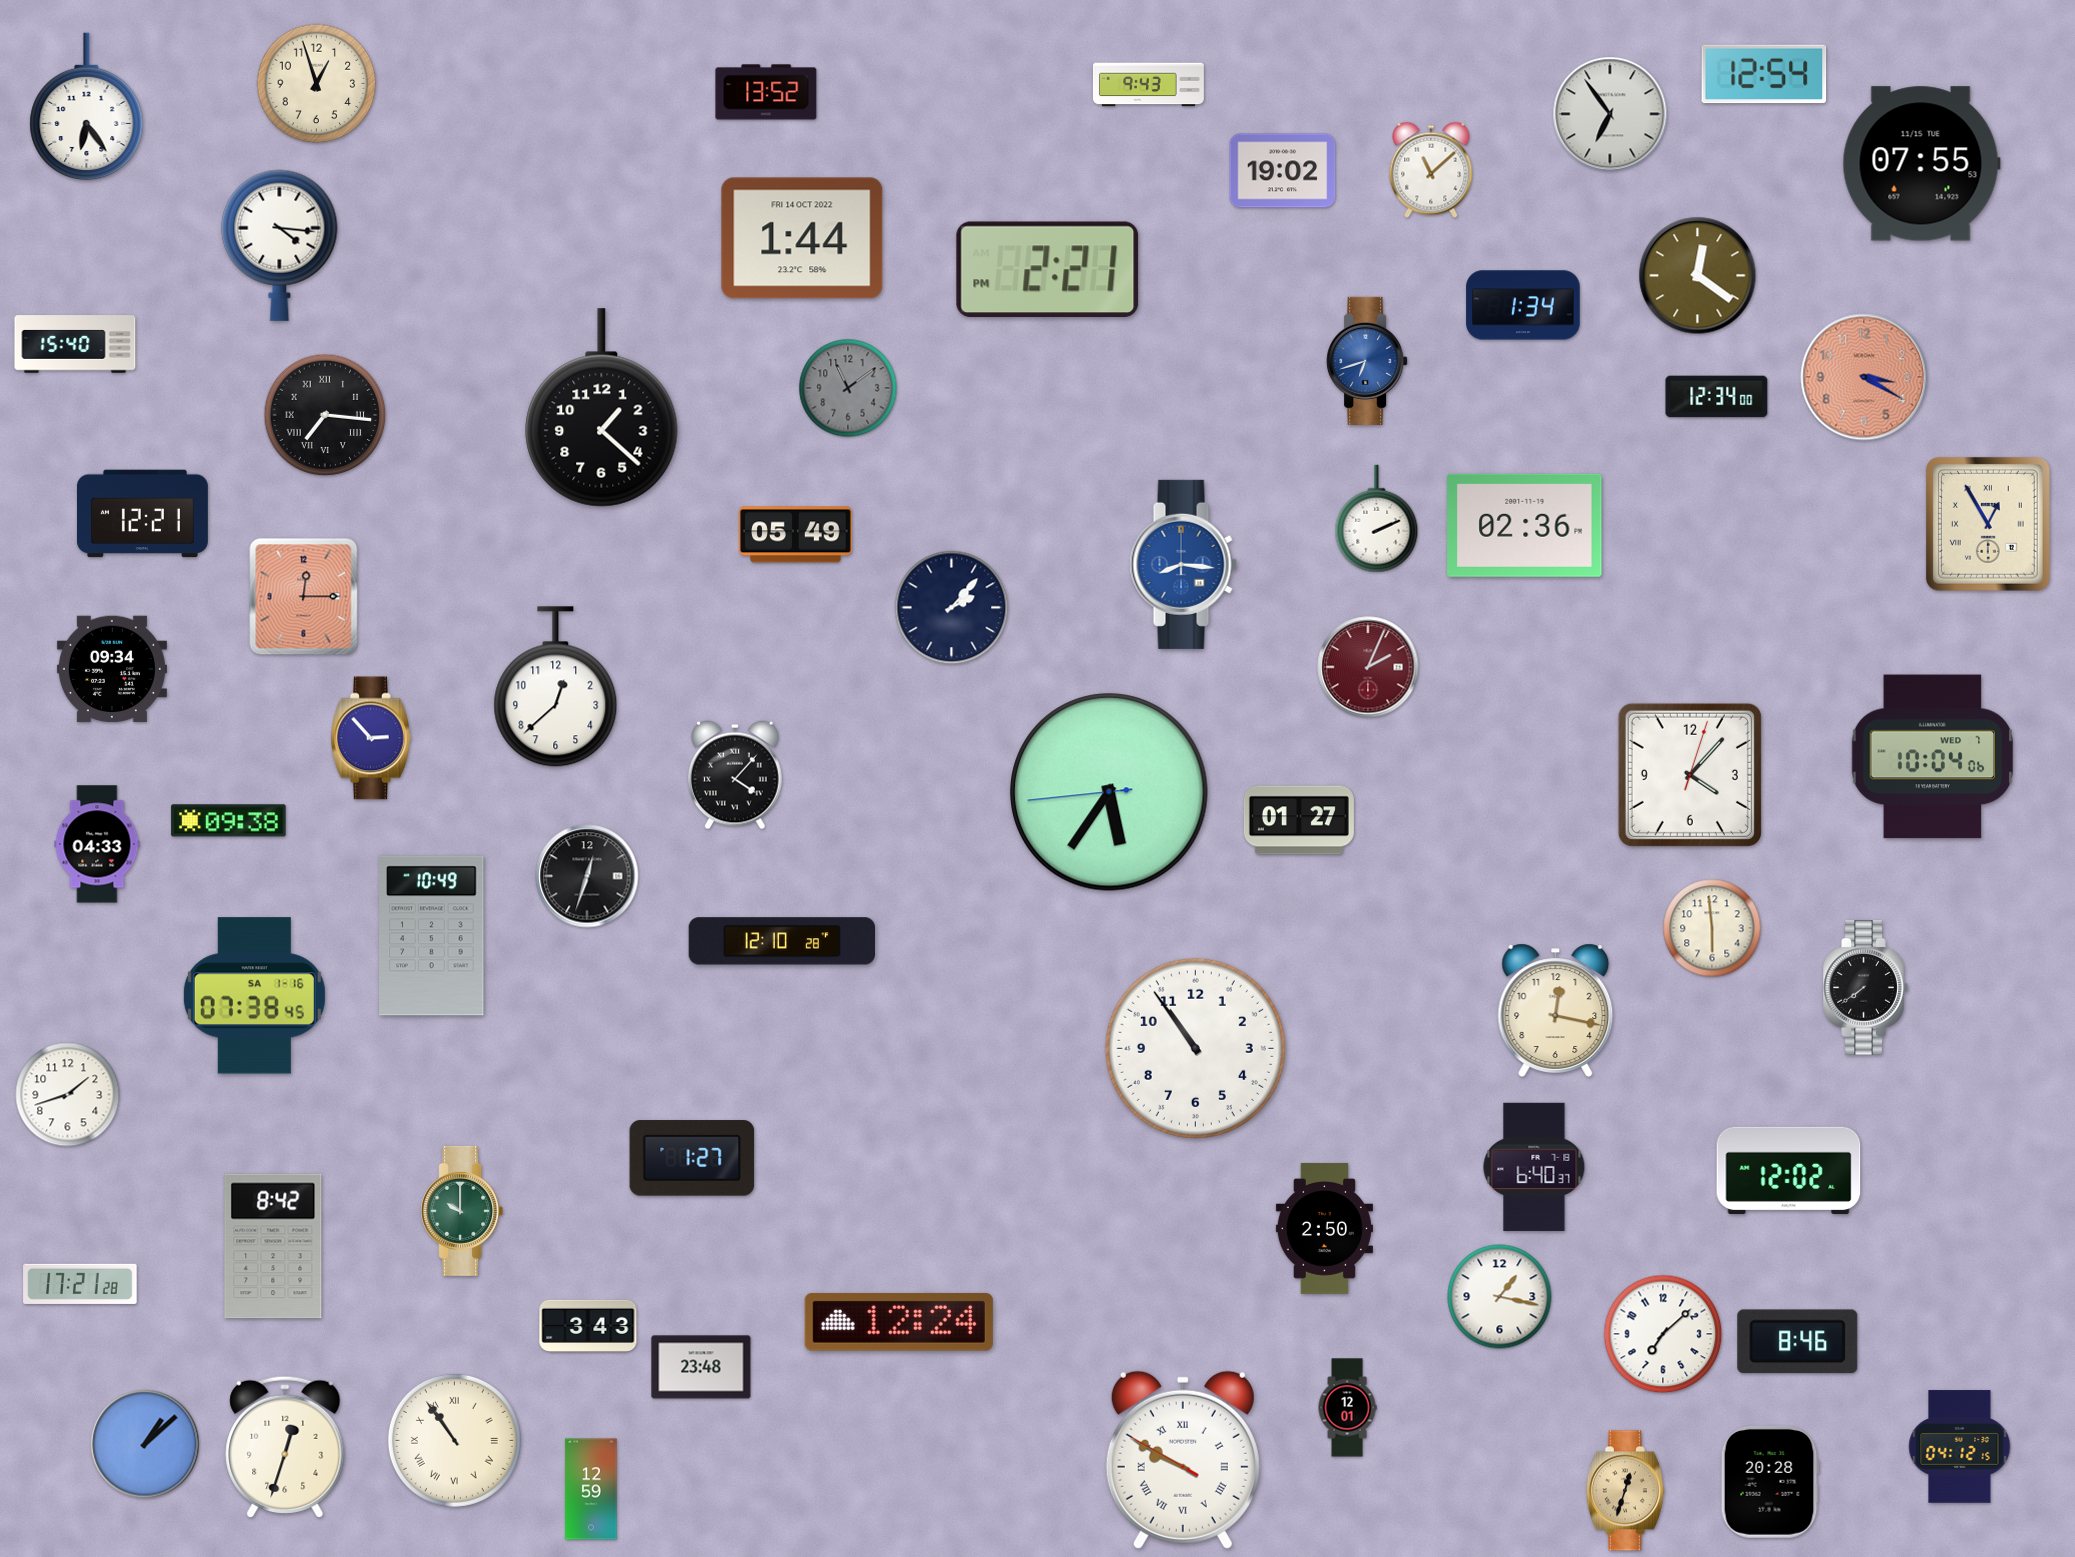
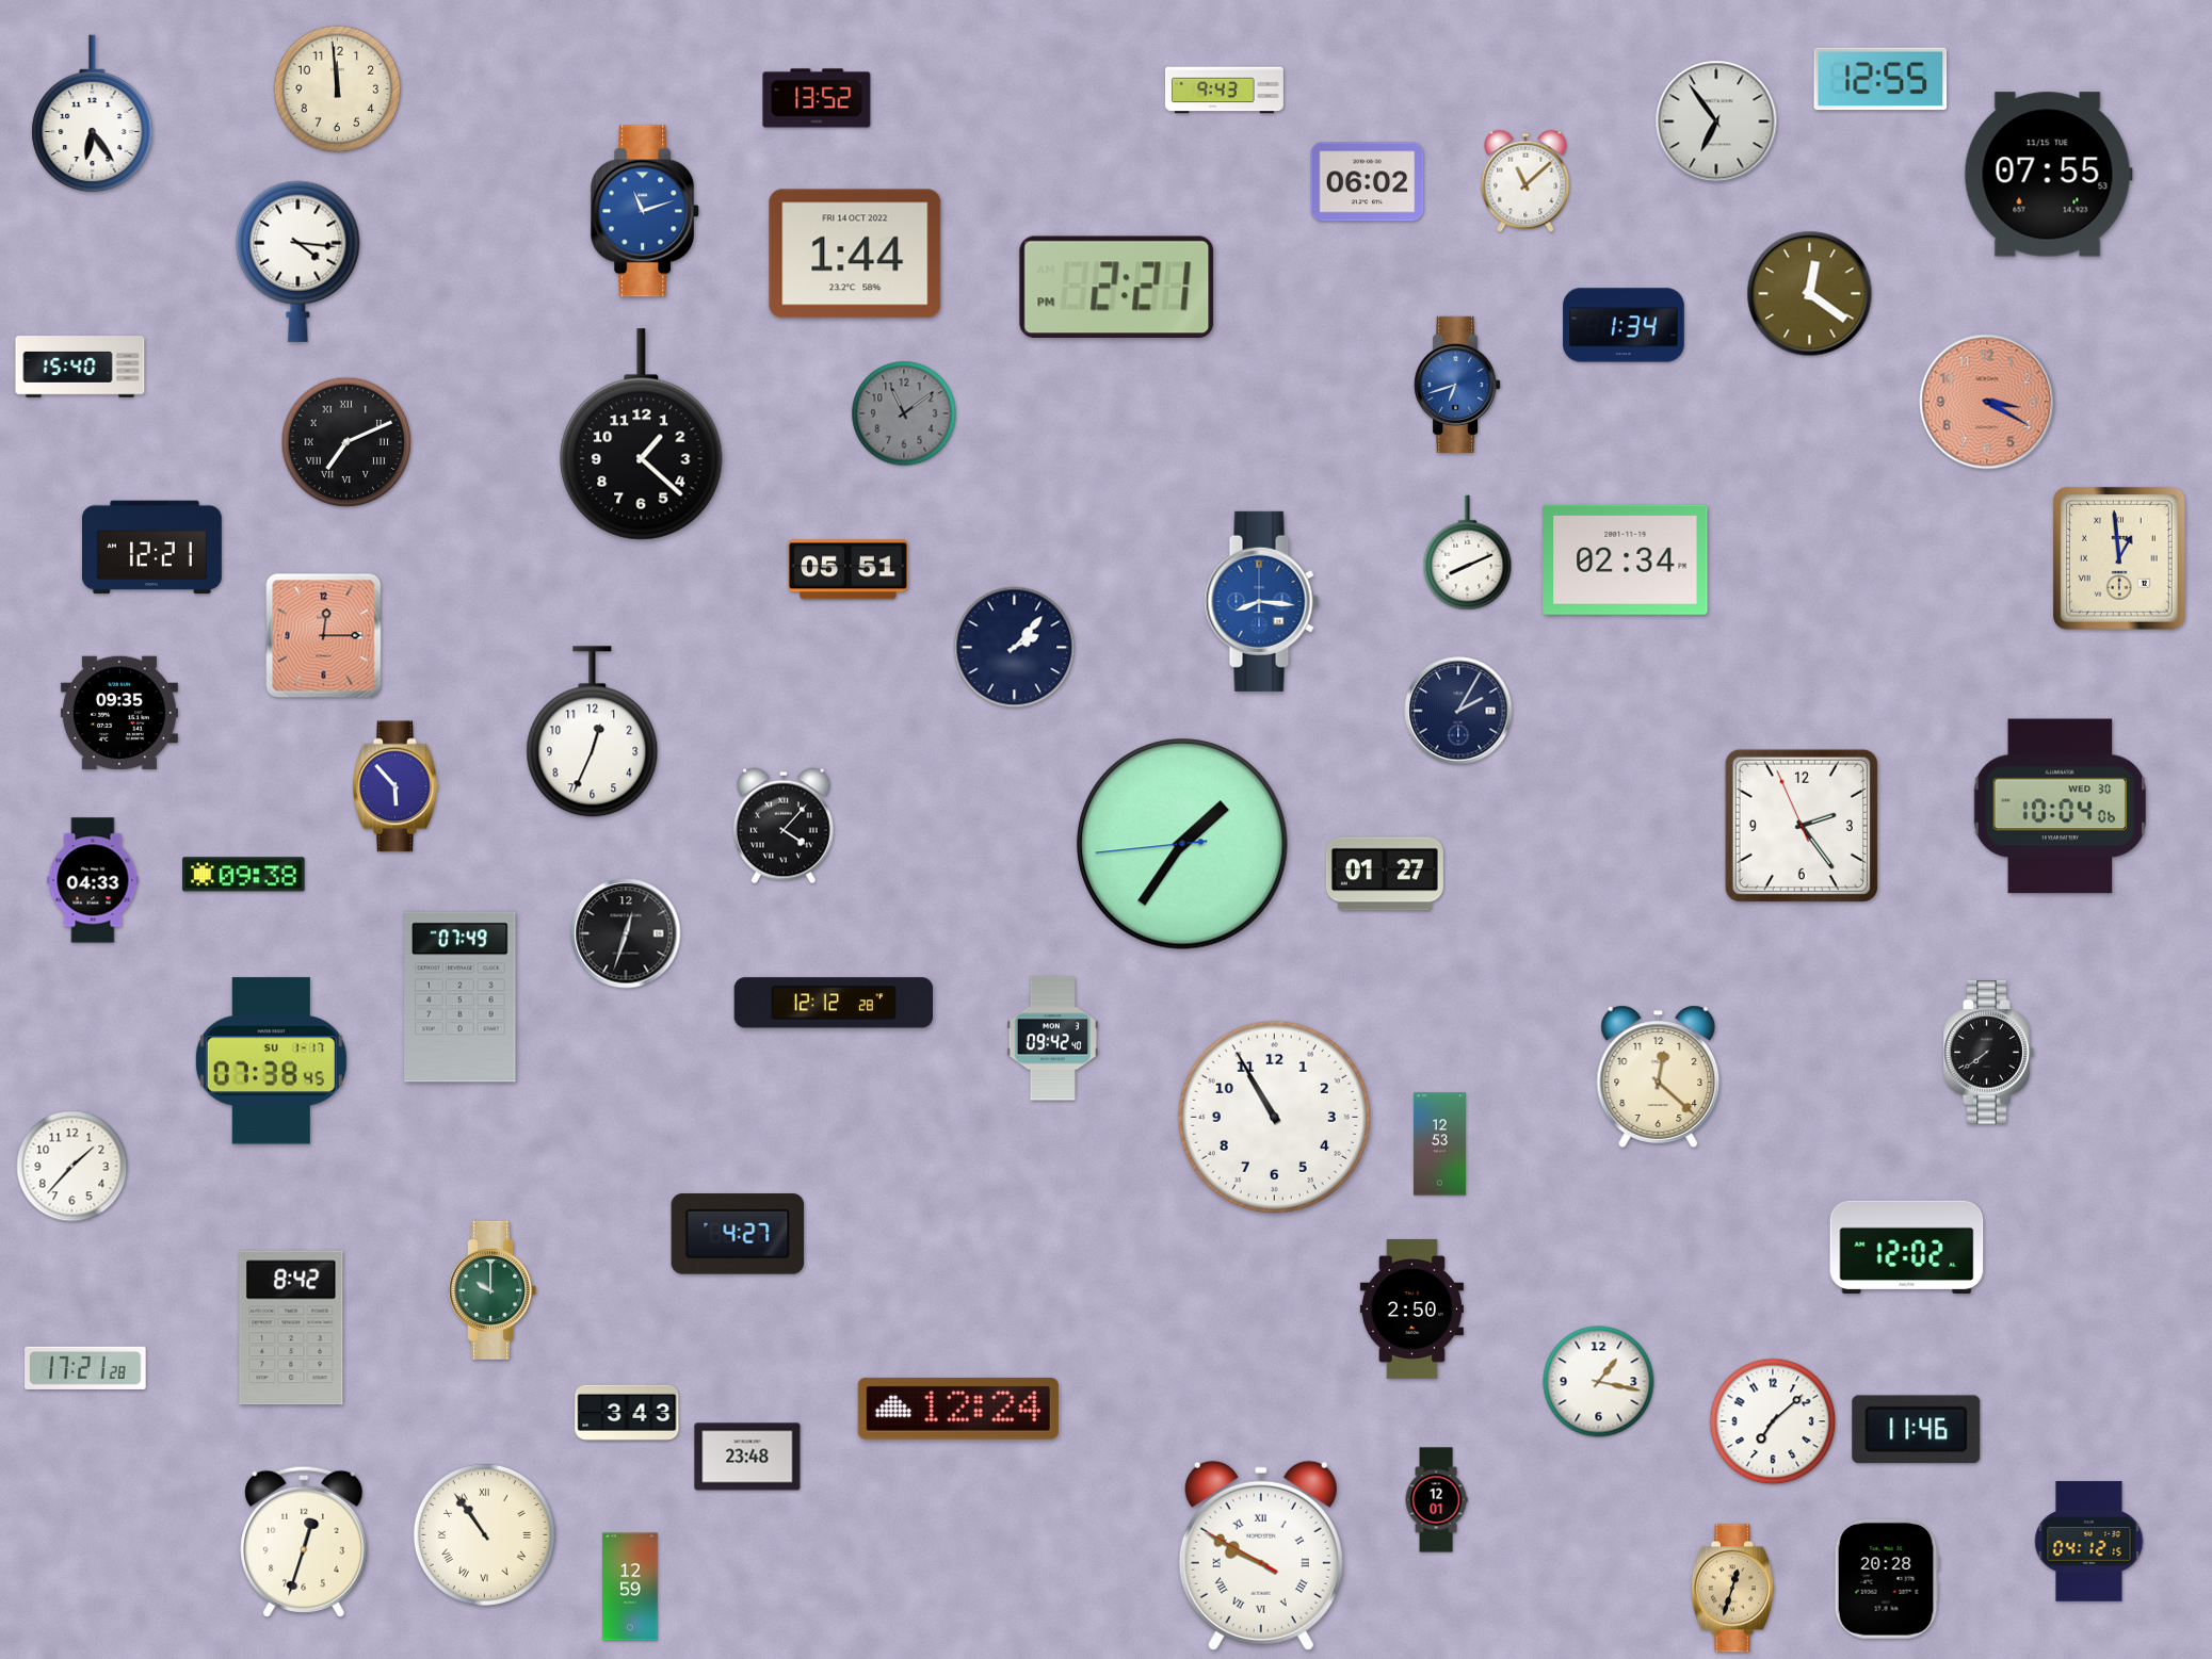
clock at (1764, 74): 12:54 -> 12:55
clock at (317, 84): 12:57 -> 11:59
clock at (1283, 171): 19:02 -> 06:02
clock at (646, 211): none -> 11:12
clock at (1717, 397): 12:34 -> none
clock at (325, 415): 7:16 -> 7:11
clock at (1377, 519): 2:11 -> 8:11
clock at (1988, 524): 12:55 -> 12:59
clock at (1525, 525): 02:36 -> 02:34
clock at (796, 535): 05:49 -> 05:51
clock at (1368, 667): 2:04 -> 2:05
clock at (1368, 667) dial: burgundy -> navy
clock at (112, 669): 09:34 -> 09:35
clock at (556, 687): 12:38 -> 12:34
clock at (372, 738): 2:53 -> 5:53
clock at (1933, 757) date: WED 7 -> WED 30
clock at (1690, 775): 4:07 -> 2:23
clock at (1109, 792): 5:35 -> 1:35
clock at (97, 844) position: (97, 844) -> (93, 880)
clock at (1712, 928): 5:59 -> none
clock at (432, 936): 10:49 -> 07:49
clock at (781, 941): 12:10 -> 12:12
clock at (1053, 1039): none -> 09:42
clock at (254, 996) date: SA 1-16 -> SU 1-17
clock at (1556, 1010): 12:17 -> 12:22
clock at (1195, 1048): 10:54 -> 10:55
clock at (1439, 1144): none -> 12:53
clock at (68, 1095): 1:42 -> 1:37
clock at (692, 1158): 1:27 -> 4:27
clock at (1534, 1167): 6:40 -> none
clock at (1798, 1342): 8:46 -> 11:46
clock at (145, 1444): 1:08 -> none
